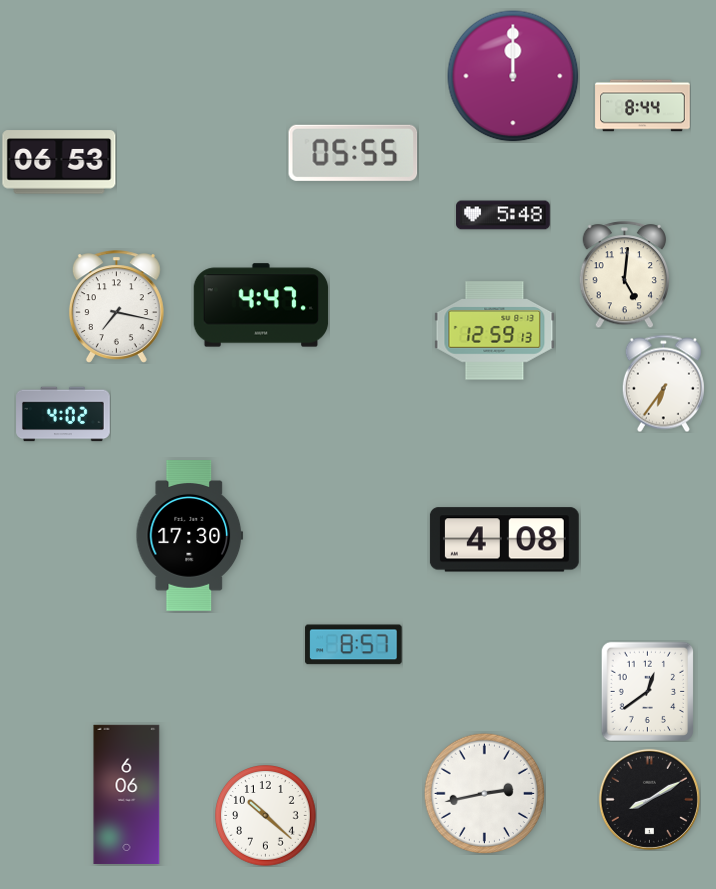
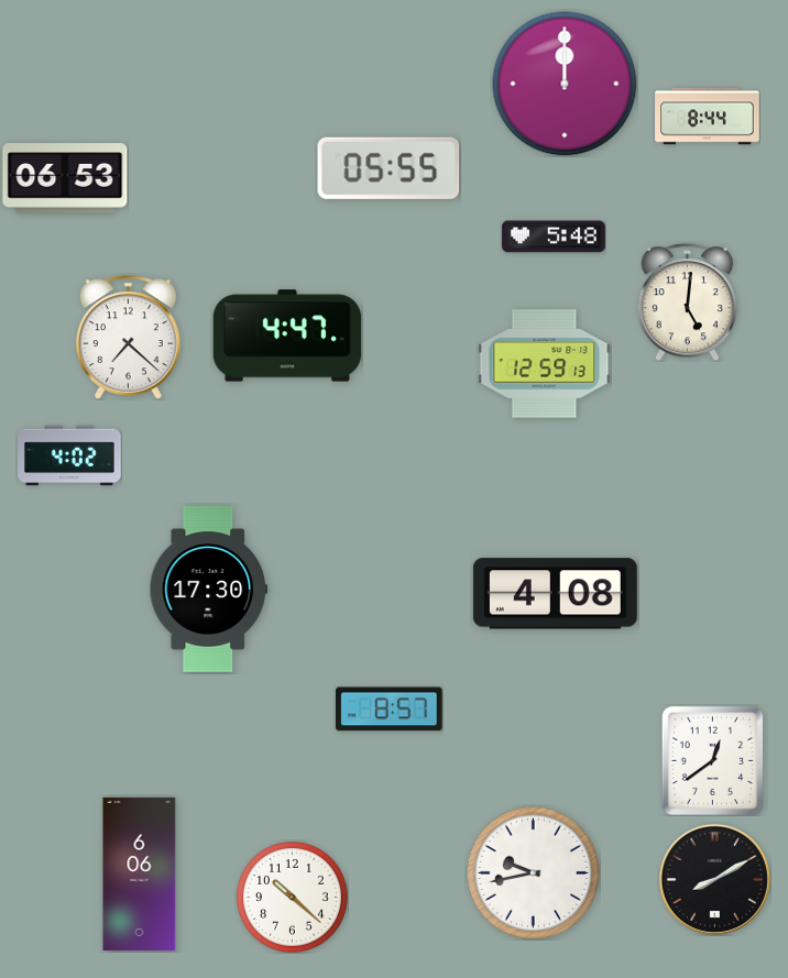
clock at (116, 307): 7:17 -> 7:22
clock at (663, 383): 6:36 -> none
clock at (484, 793): 2:43 -> 9:43
